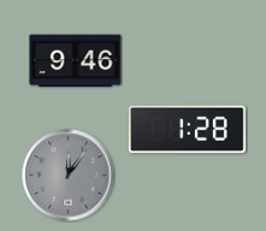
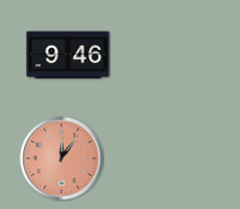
clock at (187, 130): 1:28 -> none
clock at (69, 176) dial: grey -> salmon
